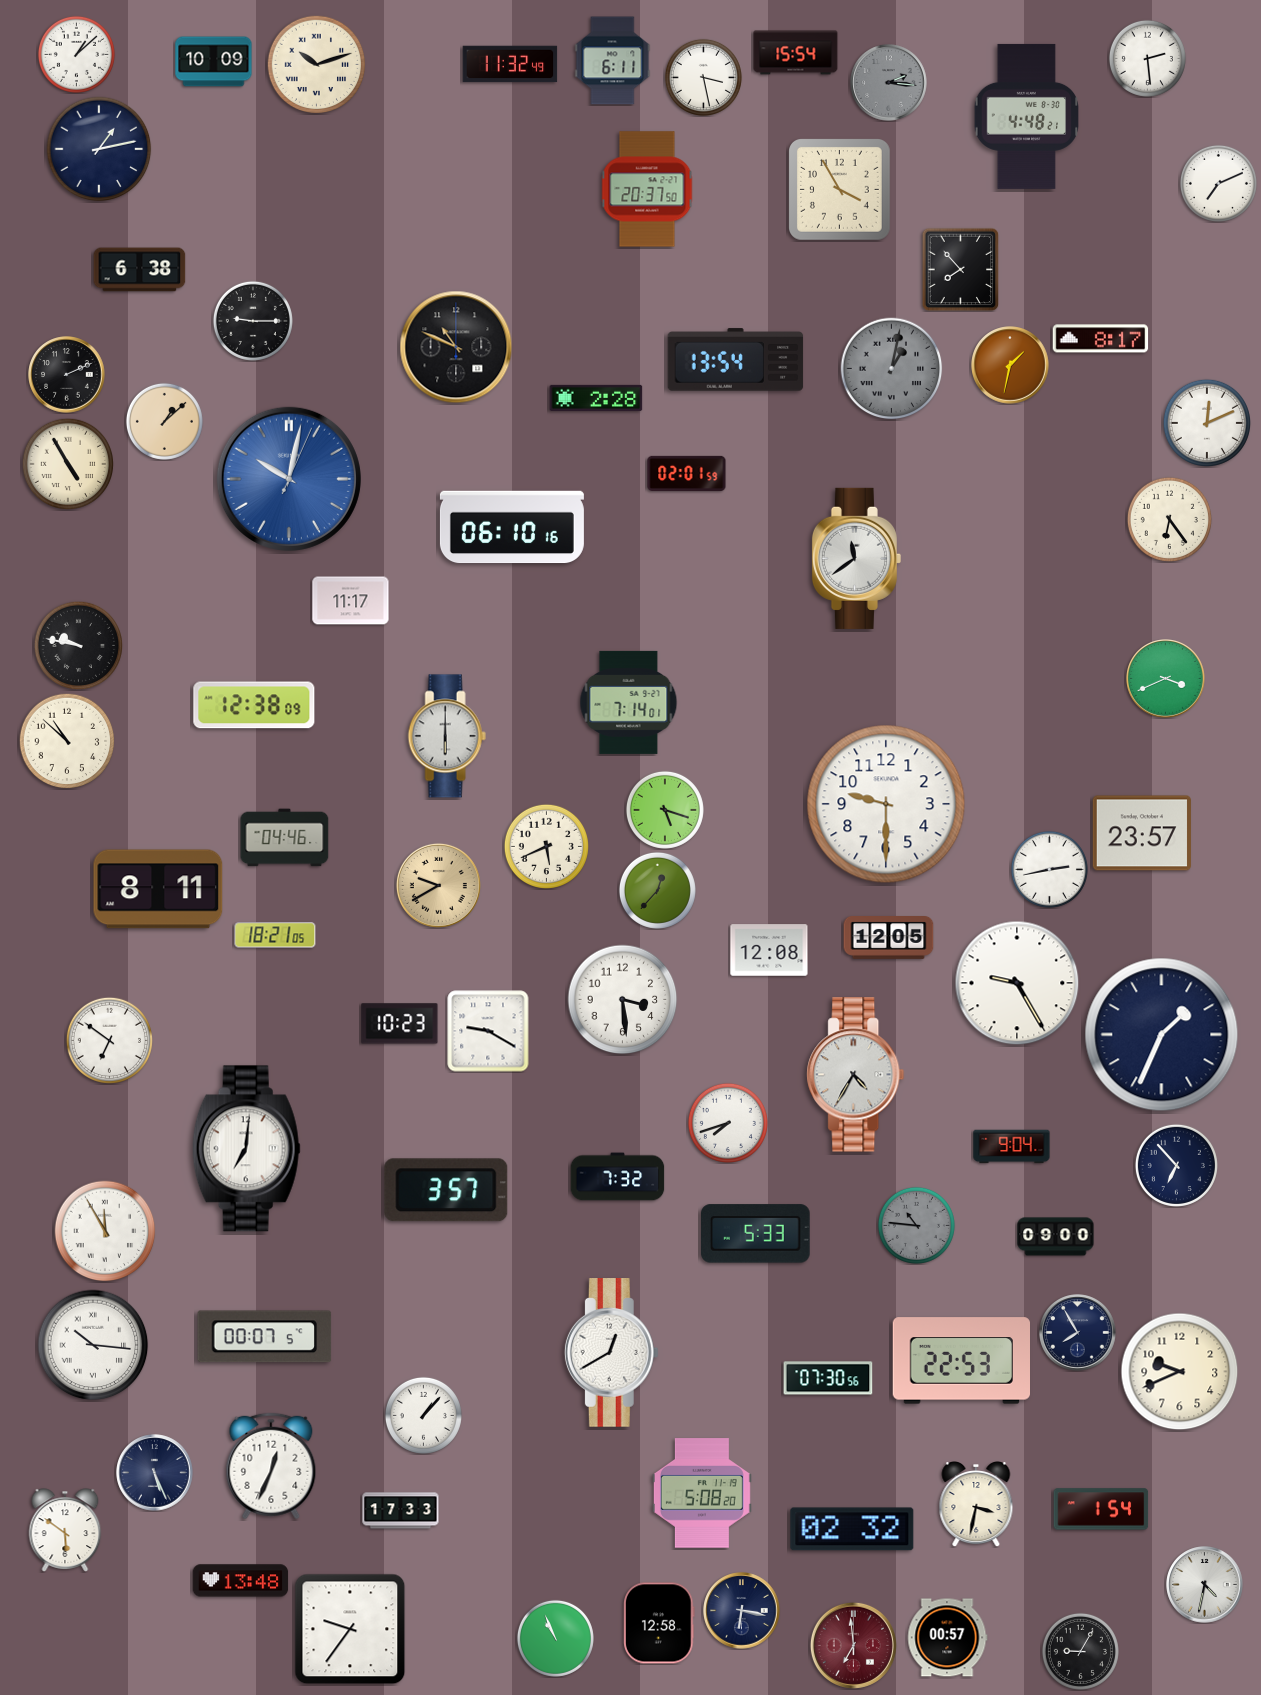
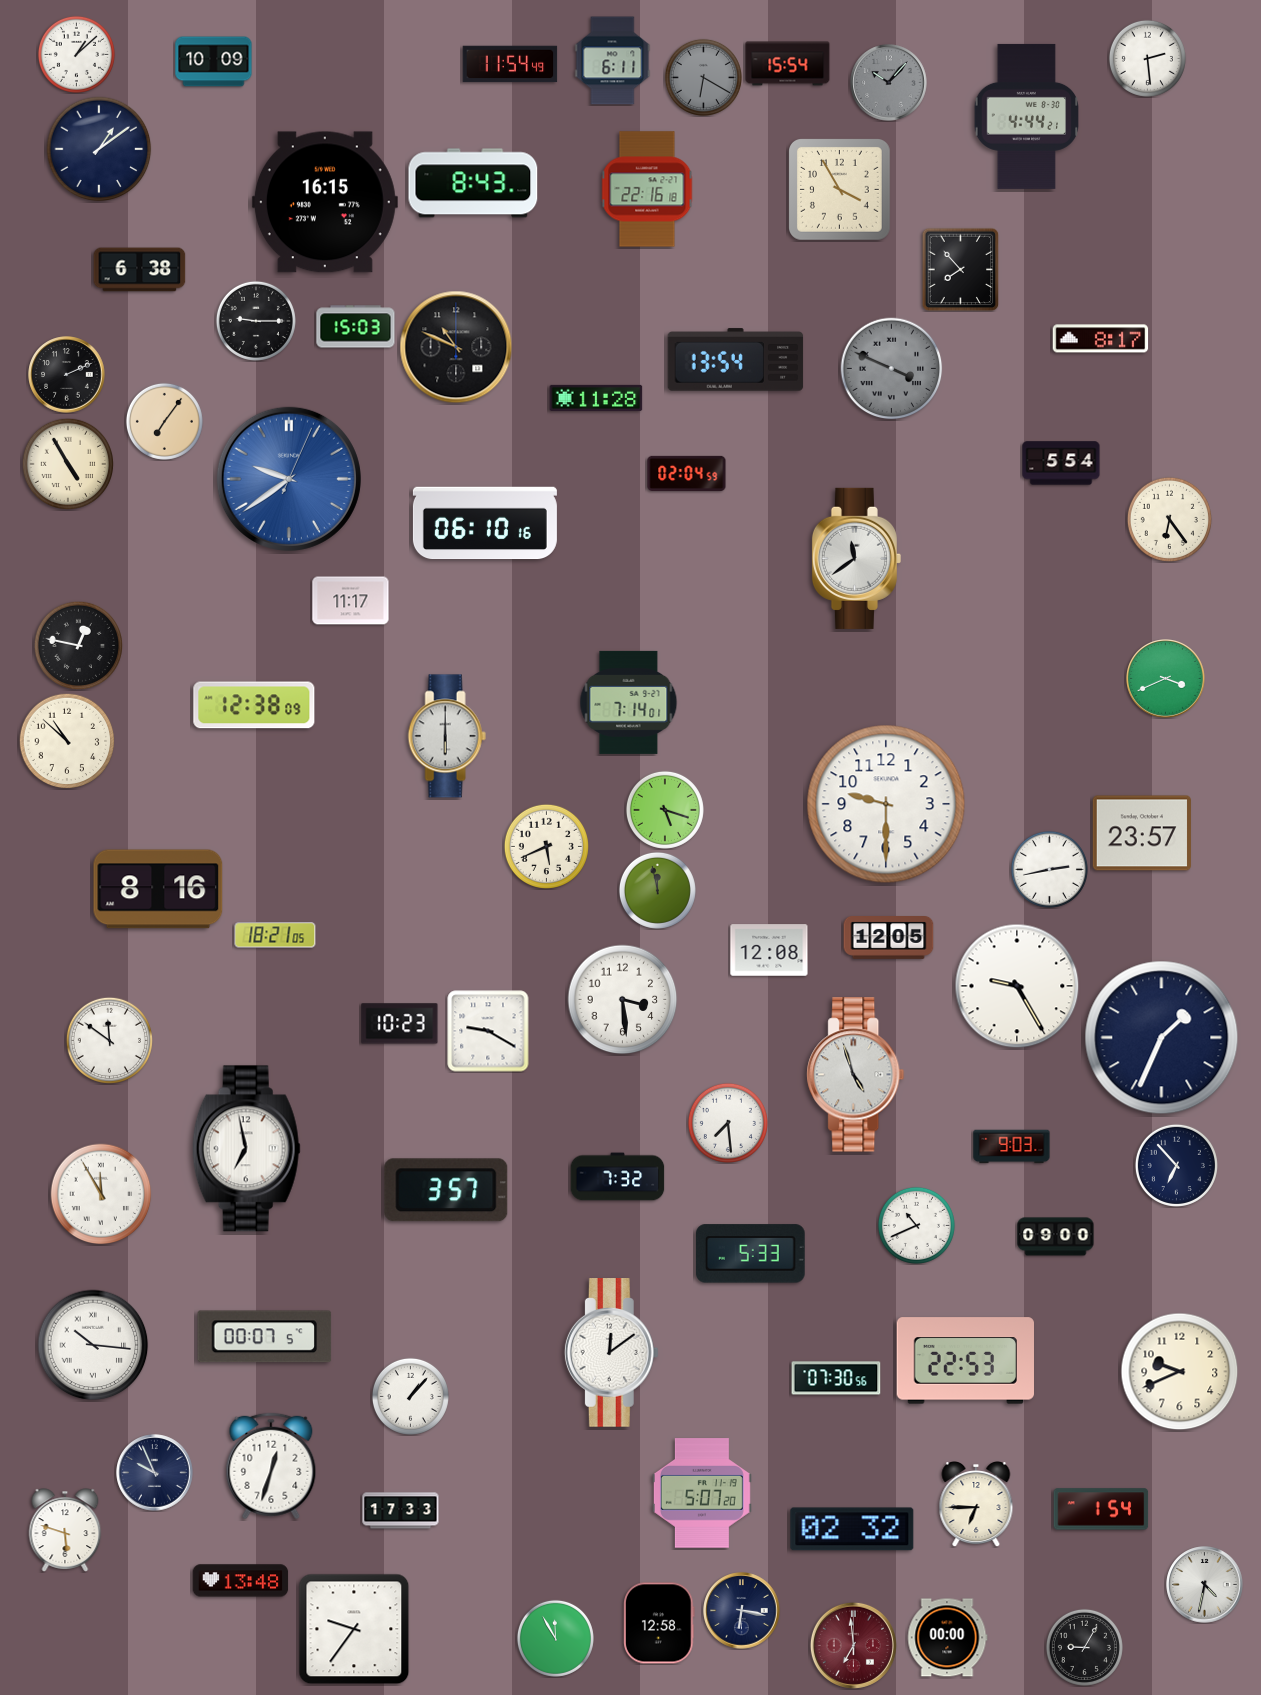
clock at (796, 53) position: (796, 53) -> (788, 64)
clock at (510, 64): 11:32 -> 11:54
clock at (317, 65): 10:12 -> none
clock at (703, 77): 3:28 -> 6:20
clock at (703, 77) dial: white -> grey
clock at (889, 83): 2:16 -> 10:07
clock at (1026, 116): 4:48 -> 4:44
clock at (99, 149): 1:13 -> 1:09
clock at (473, 183): none -> 8:43
clock at (1218, 183): 7:11 -> none
clock at (647, 189): 20:37 -> 22:16
clock at (325, 202): none -> 16:15
clock at (253, 321) position: (253, 321) -> (256, 321)
clock at (356, 327): none -> 15:03
clock at (1010, 365): 1:32 -> none
clock at (892, 369): 1:02 -> 3:49
clock at (596, 398): 2:28 -> 11:28
clock at (164, 421): 1:08 -> 7:06
clock at (1206, 422): 12:11 -> none
clock at (1061, 463): none -> 5:54
clock at (687, 473): 02:01 -> 02:04
clock at (289, 479): 10:02 -> 9:39
clock at (512, 527) position: (512, 527) -> (485, 523)
clock at (78, 645): 9:47 -> 12:47
clock at (285, 838): 04:46 -> none
clock at (438, 885): 9:40 -> none
clock at (158, 889): 8:11 -> 8:16
clock at (657, 890): 12:37 -> 11:58
clock at (1017, 983) position: (1017, 983) -> (1017, 986)
clock at (1162, 1035) position: (1162, 1035) -> (1162, 1038)
clock at (109, 1040): 6:51 -> 11:51
clock at (856, 1075): 4:35 -> 4:57
clock at (728, 1123): 7:42 -> 7:29
clock at (1012, 1147): 9:04 -> 9:03
clock at (246, 1149): 7:01 -> 6:58
clock at (916, 1225): 10:46 -> 10:41
clock at (916, 1225) dial: grey -> white
clock at (105, 1231) position: (105, 1231) -> (101, 1194)
clock at (756, 1234) position: (756, 1234) -> (751, 1254)
clock at (1078, 1333): 7:55 -> none
clock at (611, 1353): 12:40 -> 12:09
clock at (961, 1361) position: (961, 1361) -> (965, 1361)
clock at (828, 1378) position: (828, 1378) -> (836, 1378)
clock at (423, 1415) position: (423, 1415) -> (410, 1396)
clock at (271, 1466): 12:34 -> 12:33
clock at (155, 1473): 5:26 -> 9:56
clock at (702, 1493): 5:08 -> 5:07
clock at (976, 1505): 3:32 -> 6:45
clock at (65, 1530): 5:51 -> 5:48
clock at (350, 1629) position: (350, 1629) -> (354, 1629)
clock at (555, 1638): 10:56 -> 11:55
clock at (947, 1638): 00:57 -> 00:00
clock at (1080, 1651) position: (1080, 1651) -> (1084, 1647)
